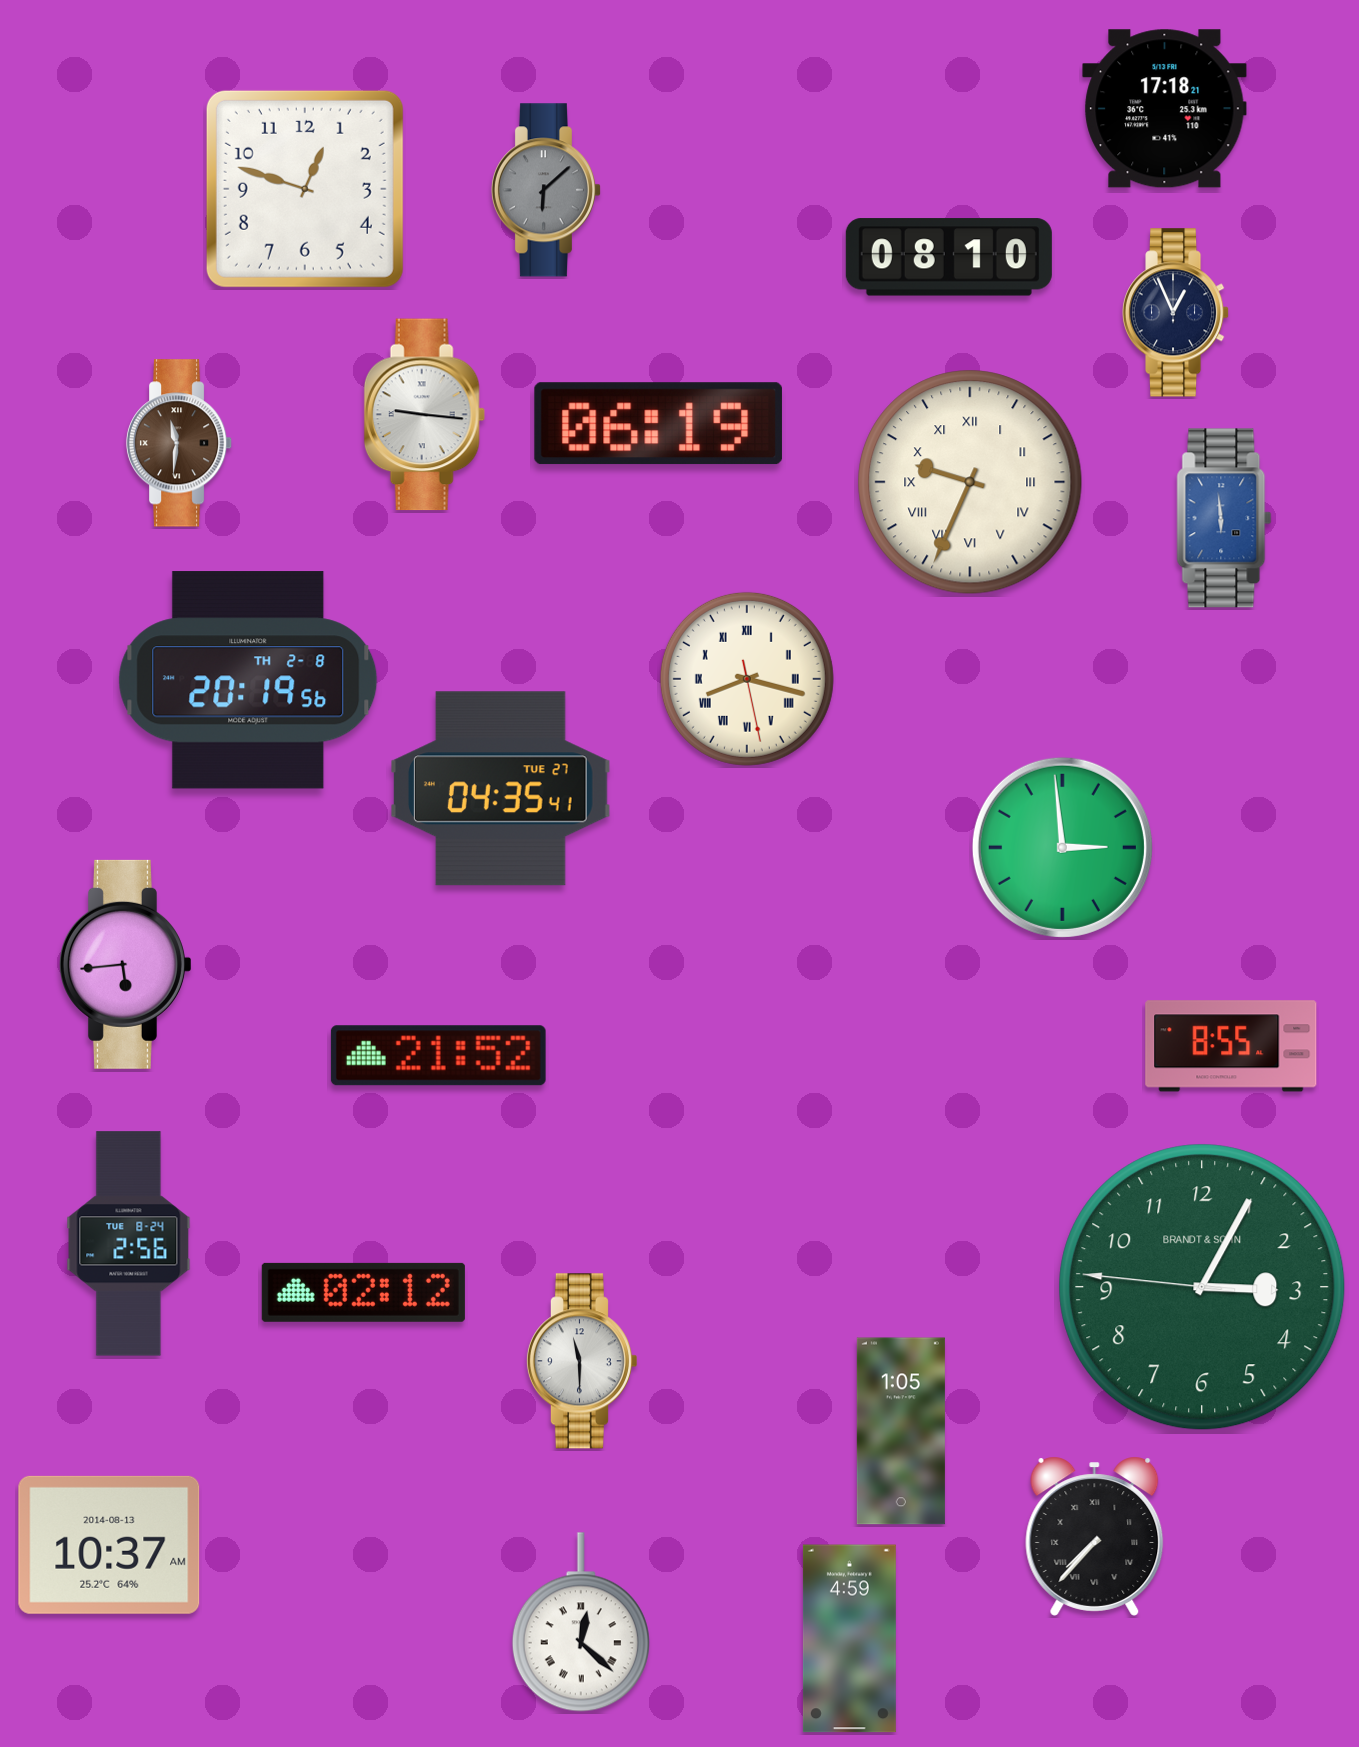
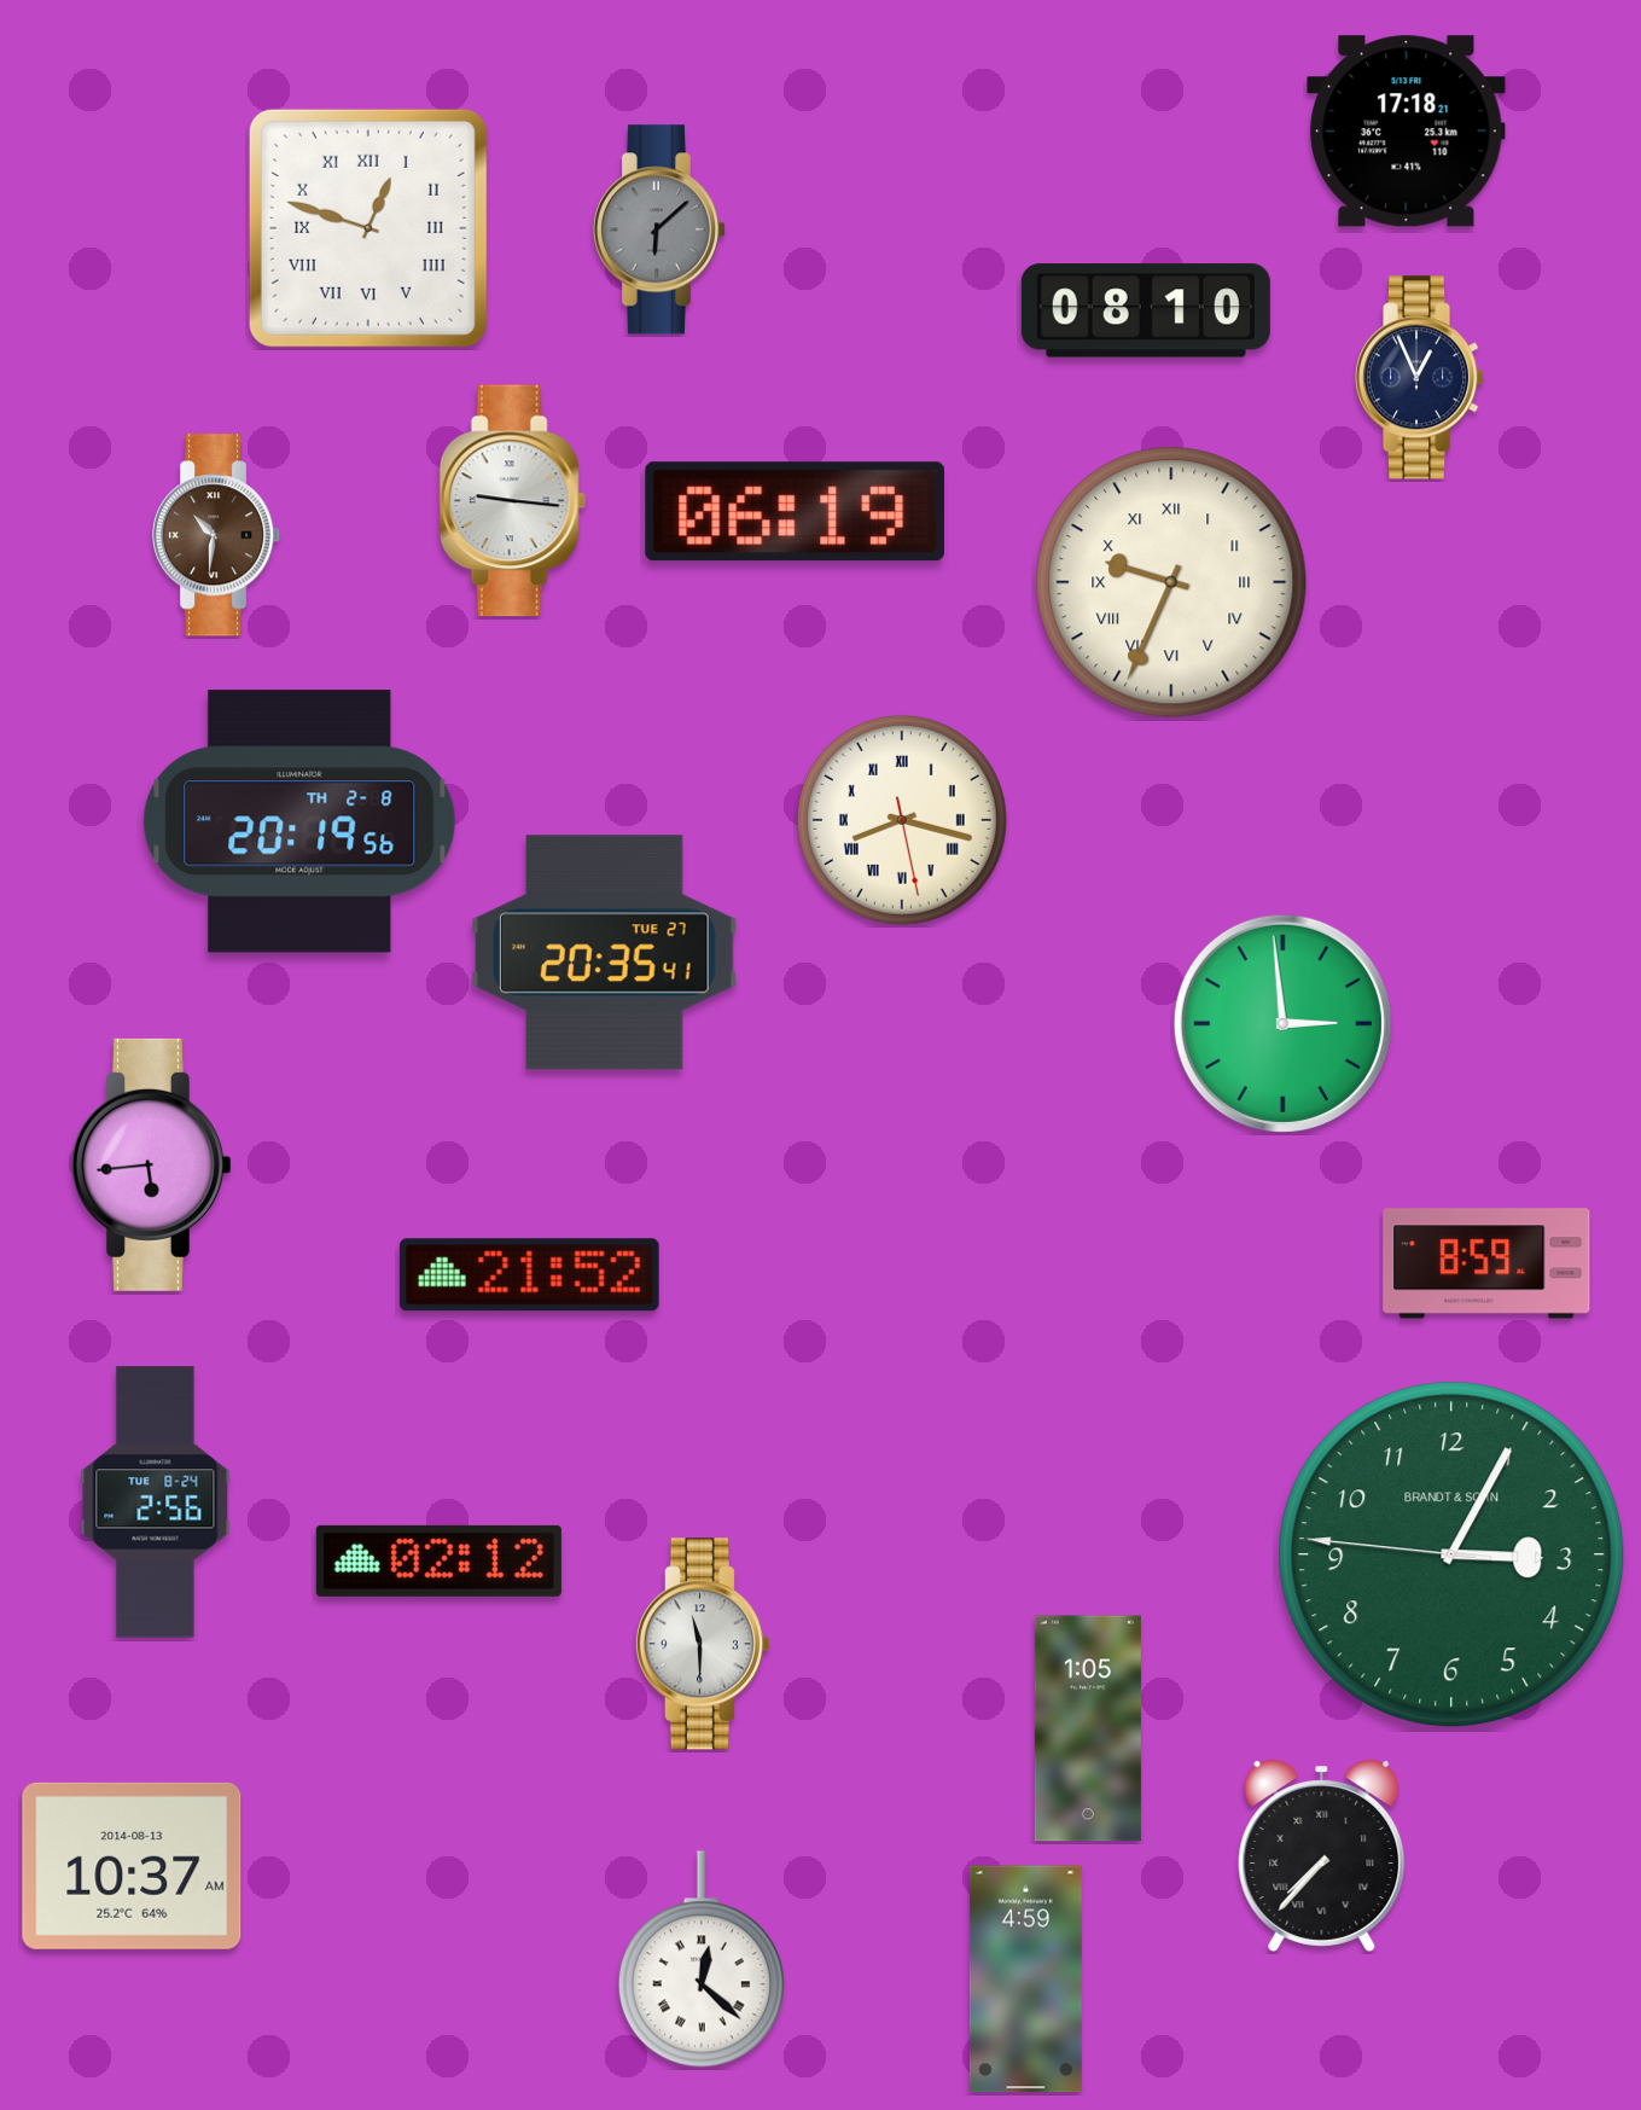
clock at (305, 189) numerals: Arabic -> Roman
clock at (179, 443): 11:31 -> 10:31
clock at (1224, 518): 5:59 -> none
clock at (501, 789): 04:35 -> 20:35
clock at (1231, 1046): 8:55 -> 8:59
